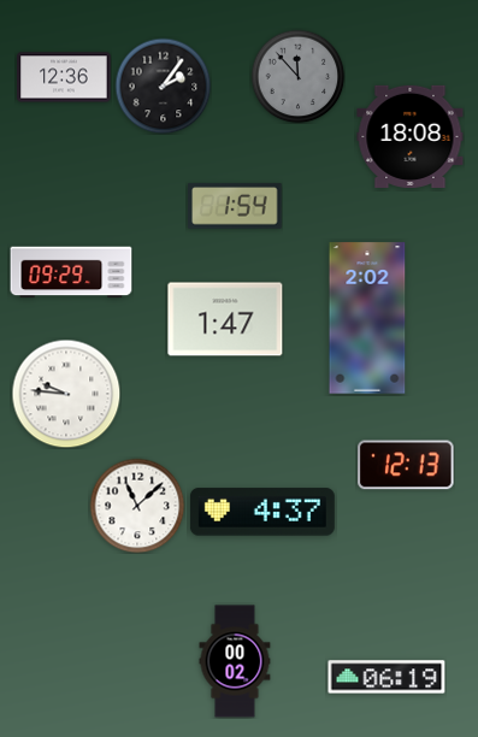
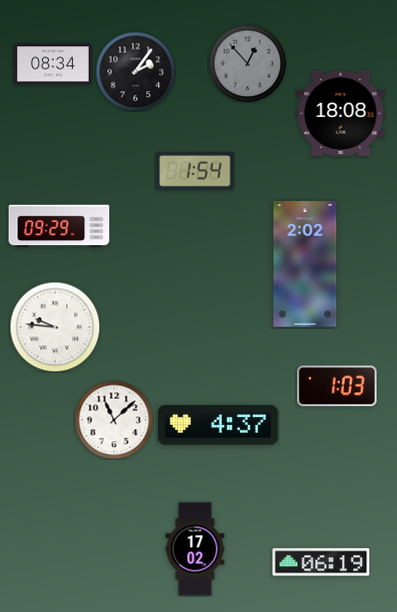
clock at (297, 76): 11:53 -> 12:53
clock at (64, 77): 12:36 -> 08:34
clock at (225, 319): 1:47 -> none
clock at (406, 465): 12:13 -> 1:03
clock at (235, 661): 00:02 -> 17:02
